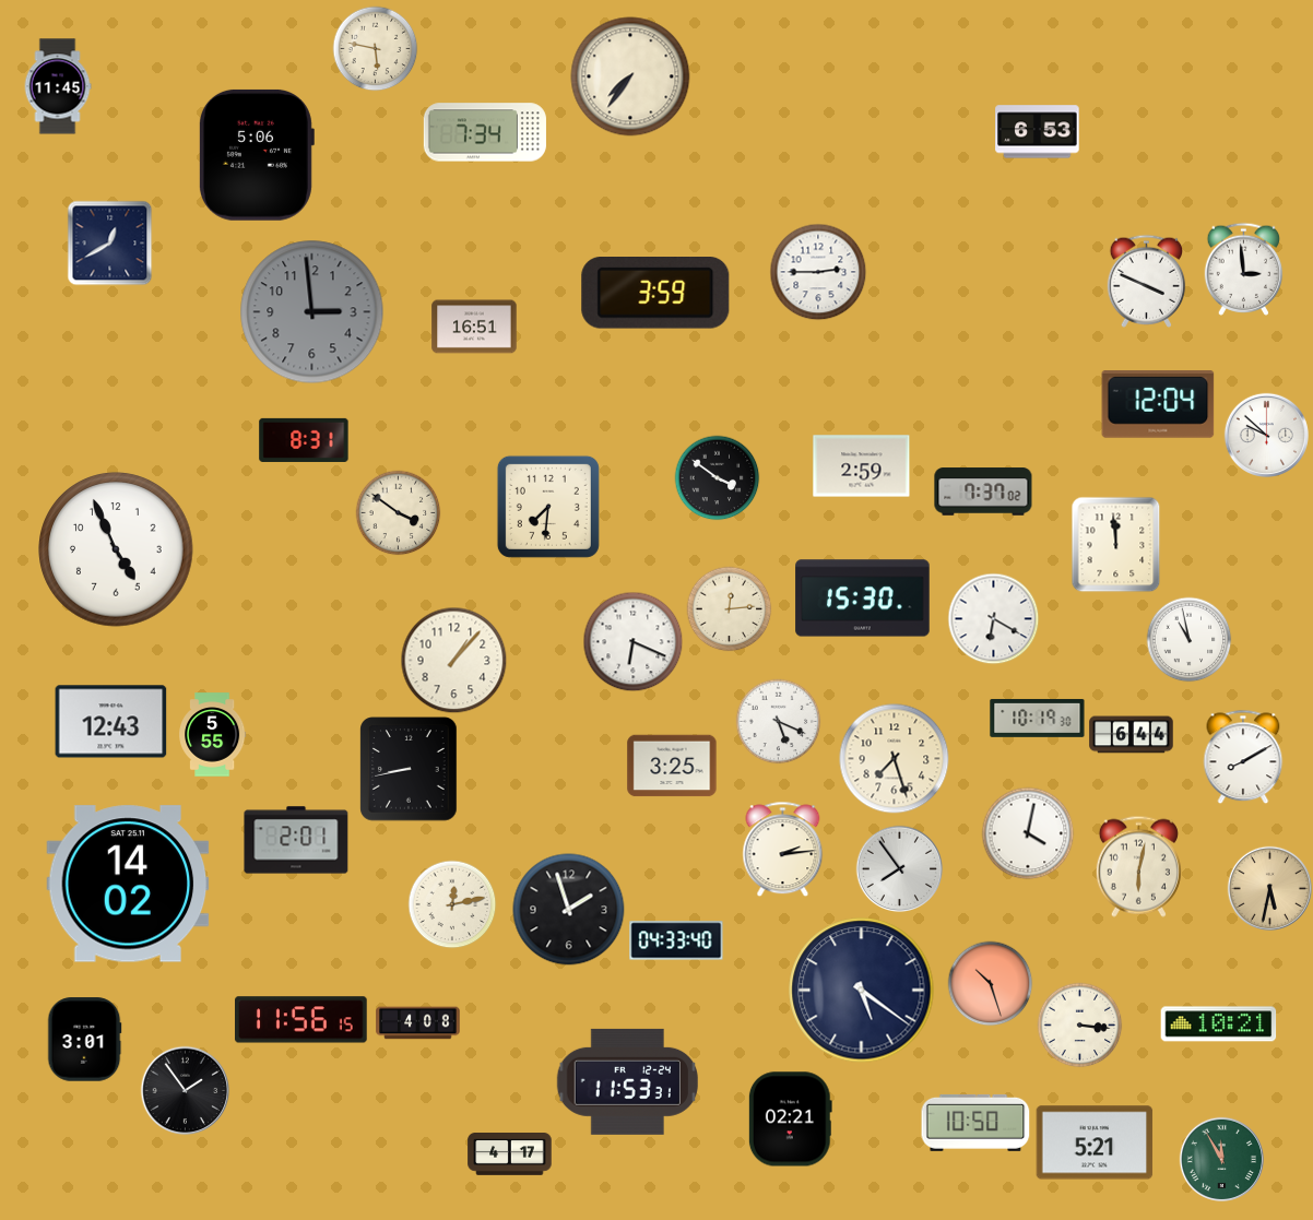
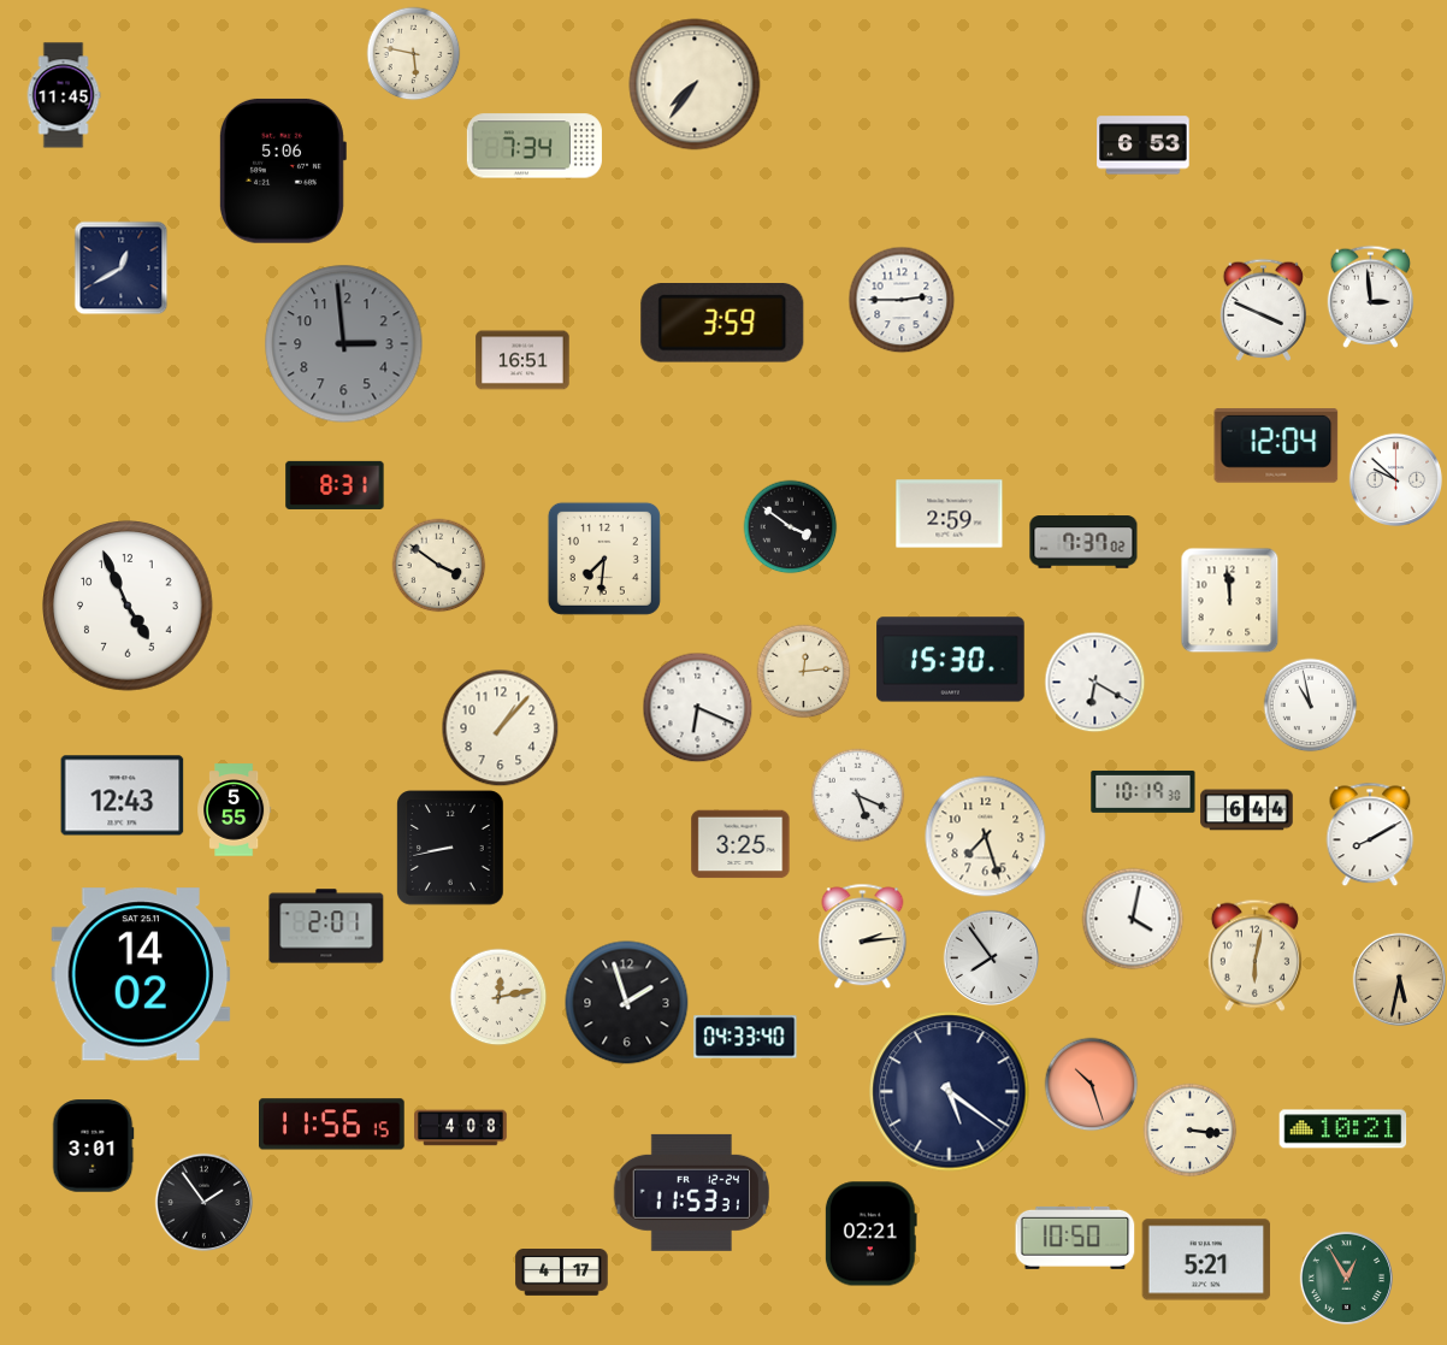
clock at (1221, 1159): 11:55 -> 12:55
